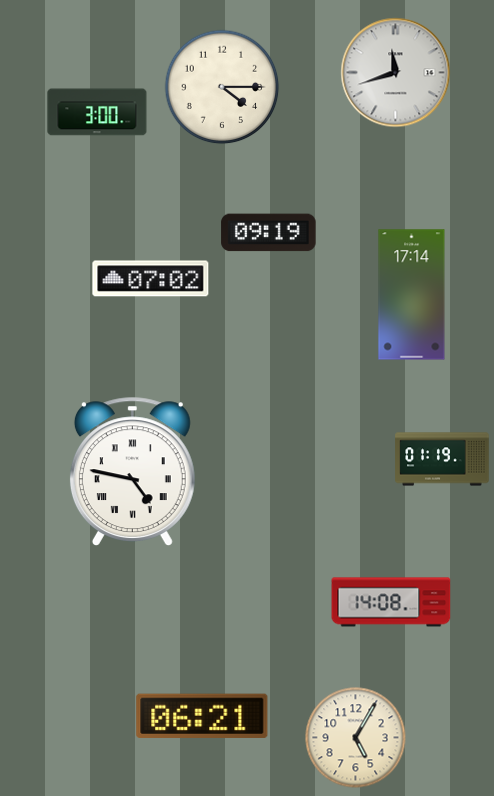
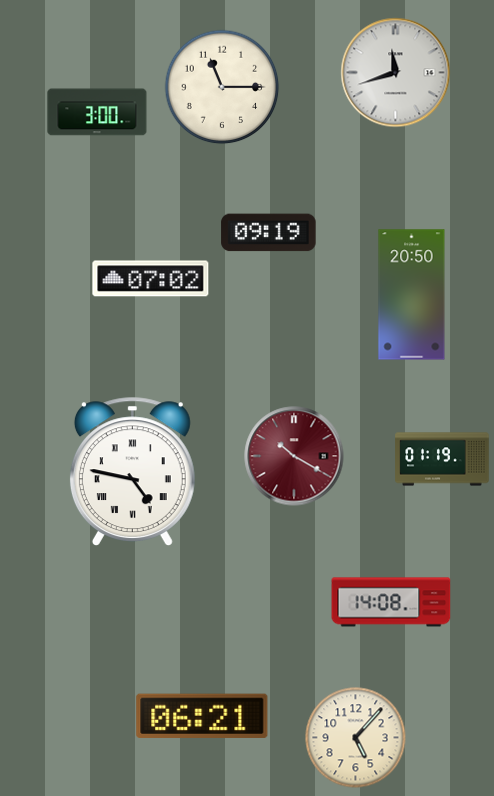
clock at (222, 87): 4:15 -> 11:15
clock at (412, 295): 17:14 -> 20:50
clock at (294, 456): none -> 10:20
clock at (356, 738): 5:05 -> 5:07
